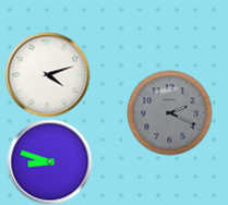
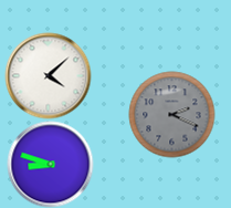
clock at (47, 74): 4:12 -> 4:08
